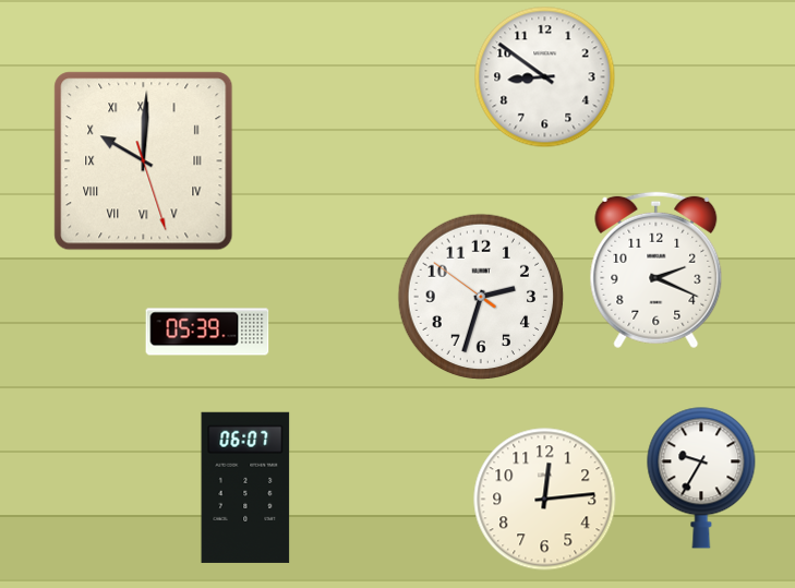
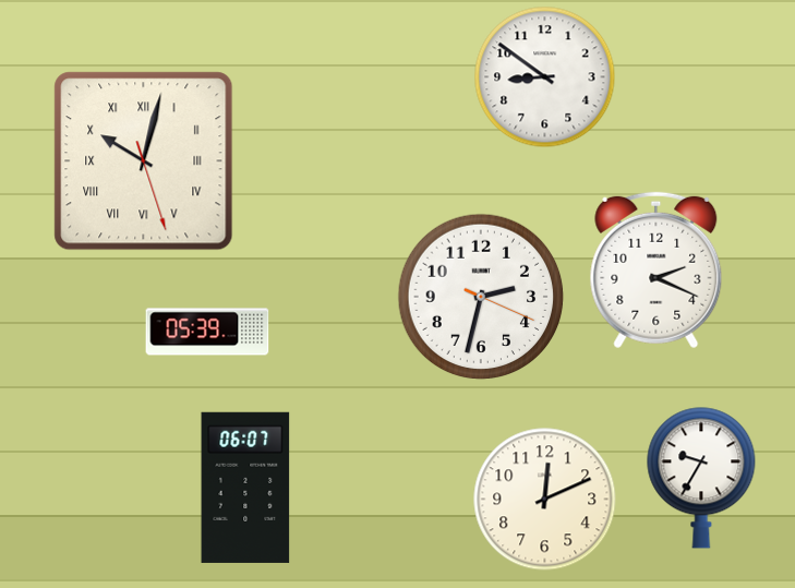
clock at (144, 161): 10:00 -> 10:02
clock at (481, 297): 2:32:51 -> 2:32:19
clock at (545, 500): 12:14 -> 12:11
